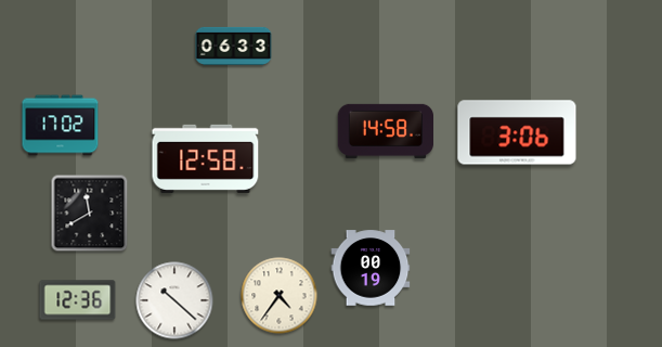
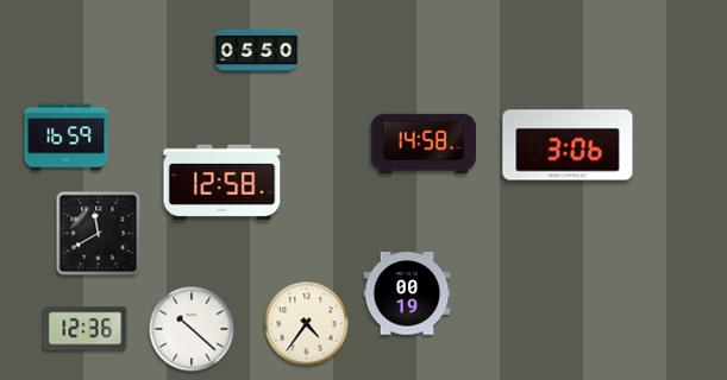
clock at (234, 46): 06:33 -> 05:50
clock at (61, 126): 17:02 -> 16:59
clock at (206, 158) position: (206, 158) -> (223, 182)
